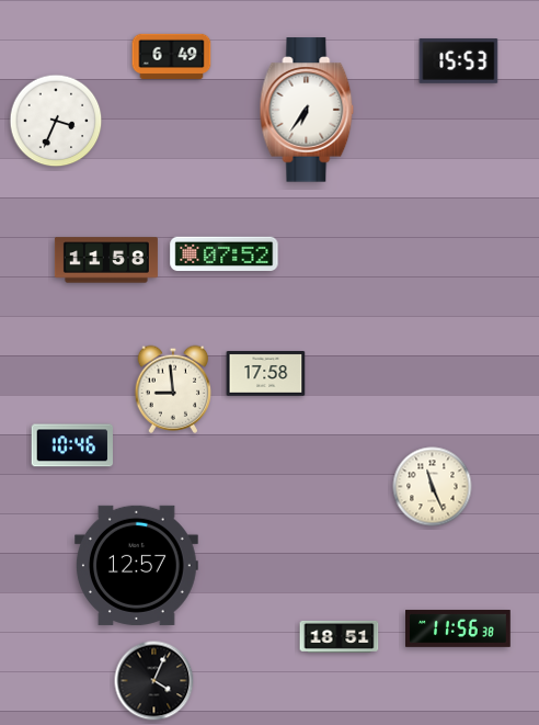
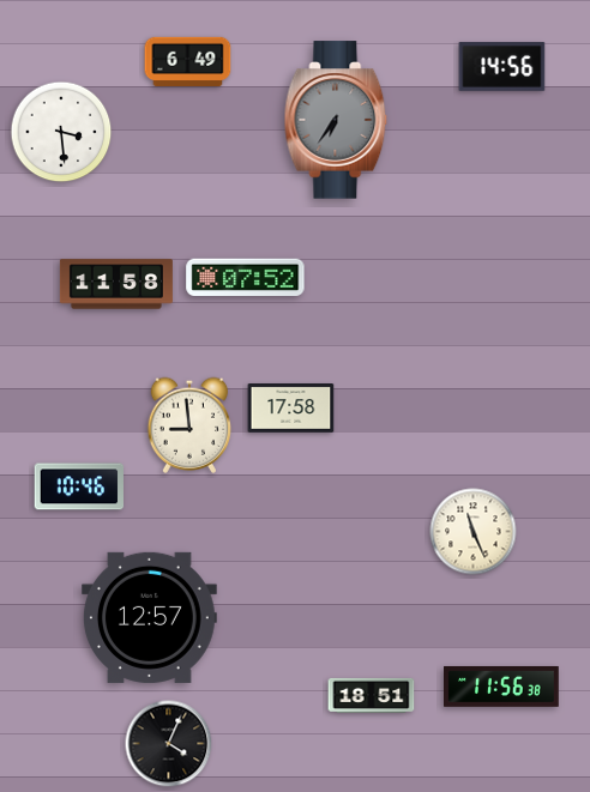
clock at (459, 61): 15:53 -> 14:56
clock at (307, 110) dial: white -> grey
clock at (56, 121): 3:34 -> 3:29
